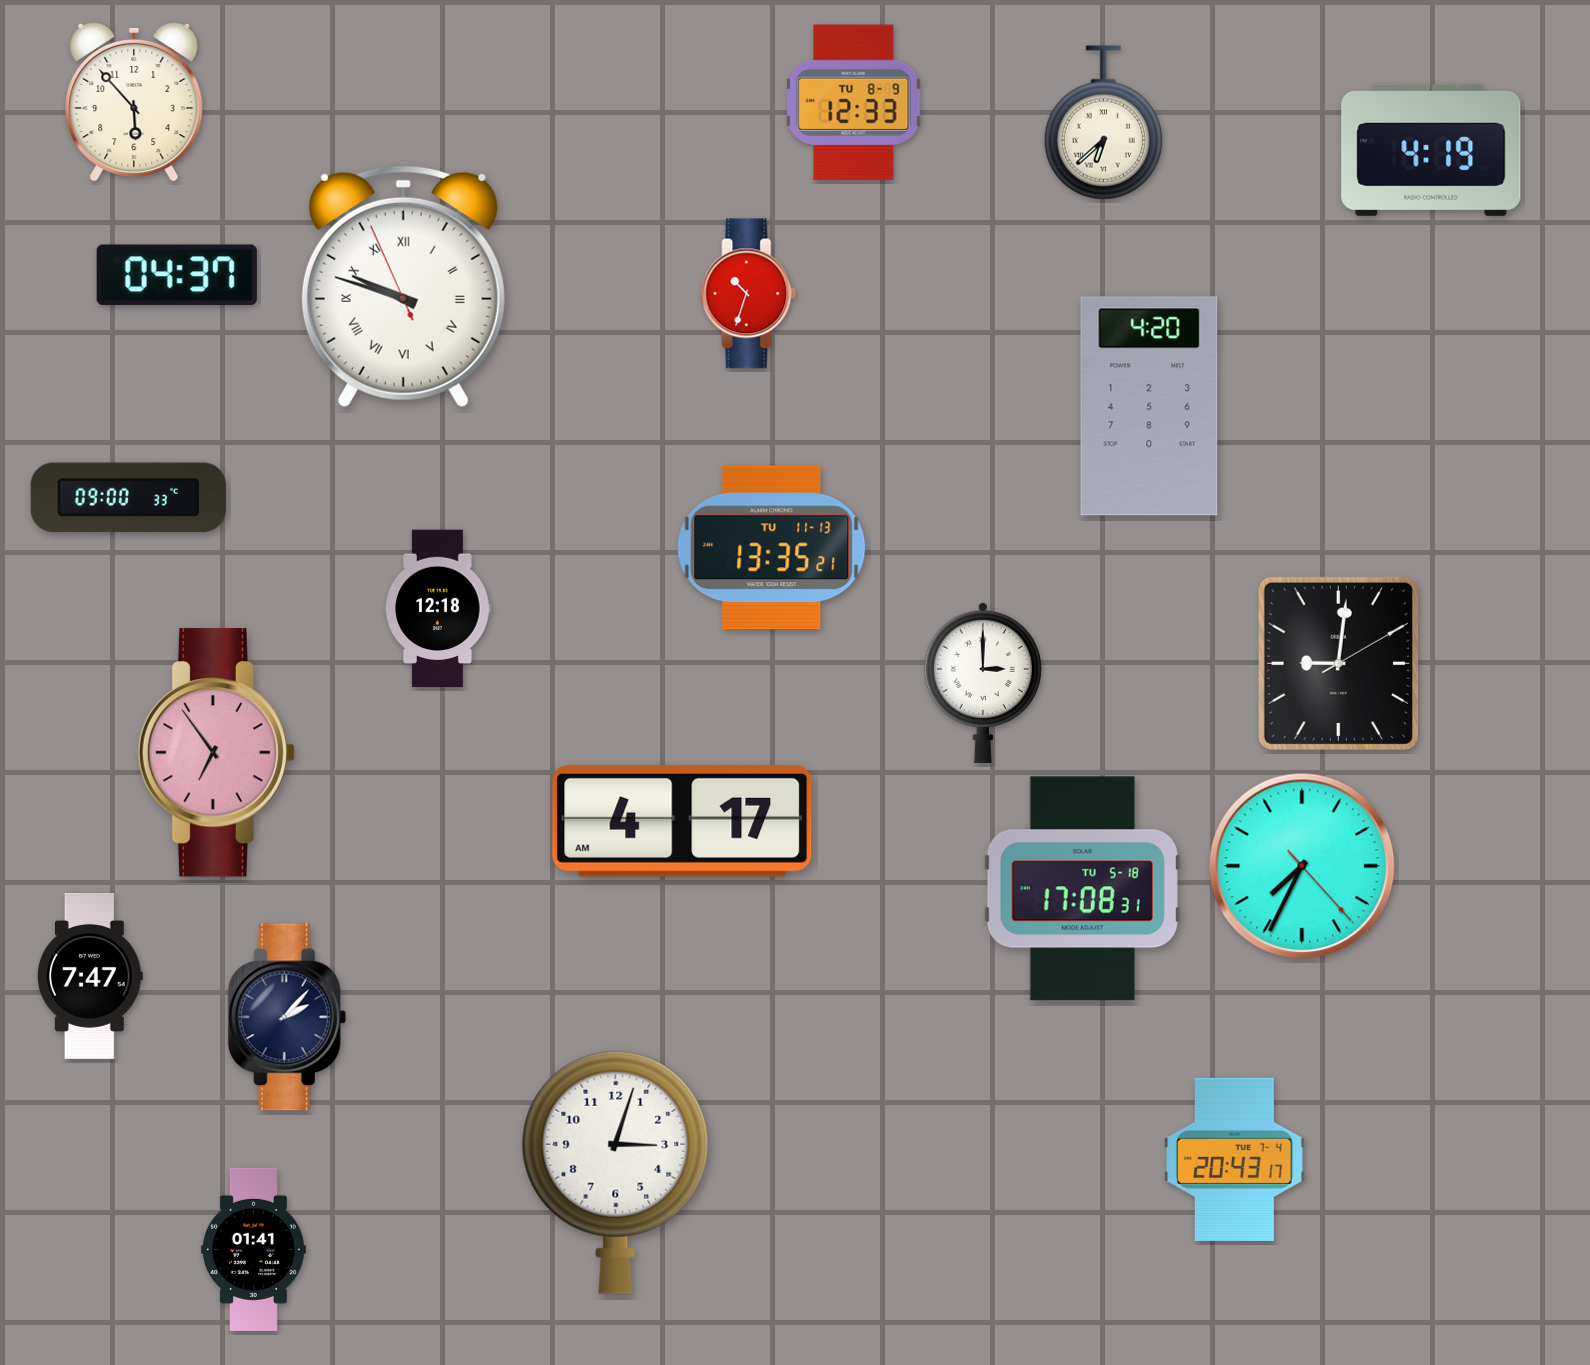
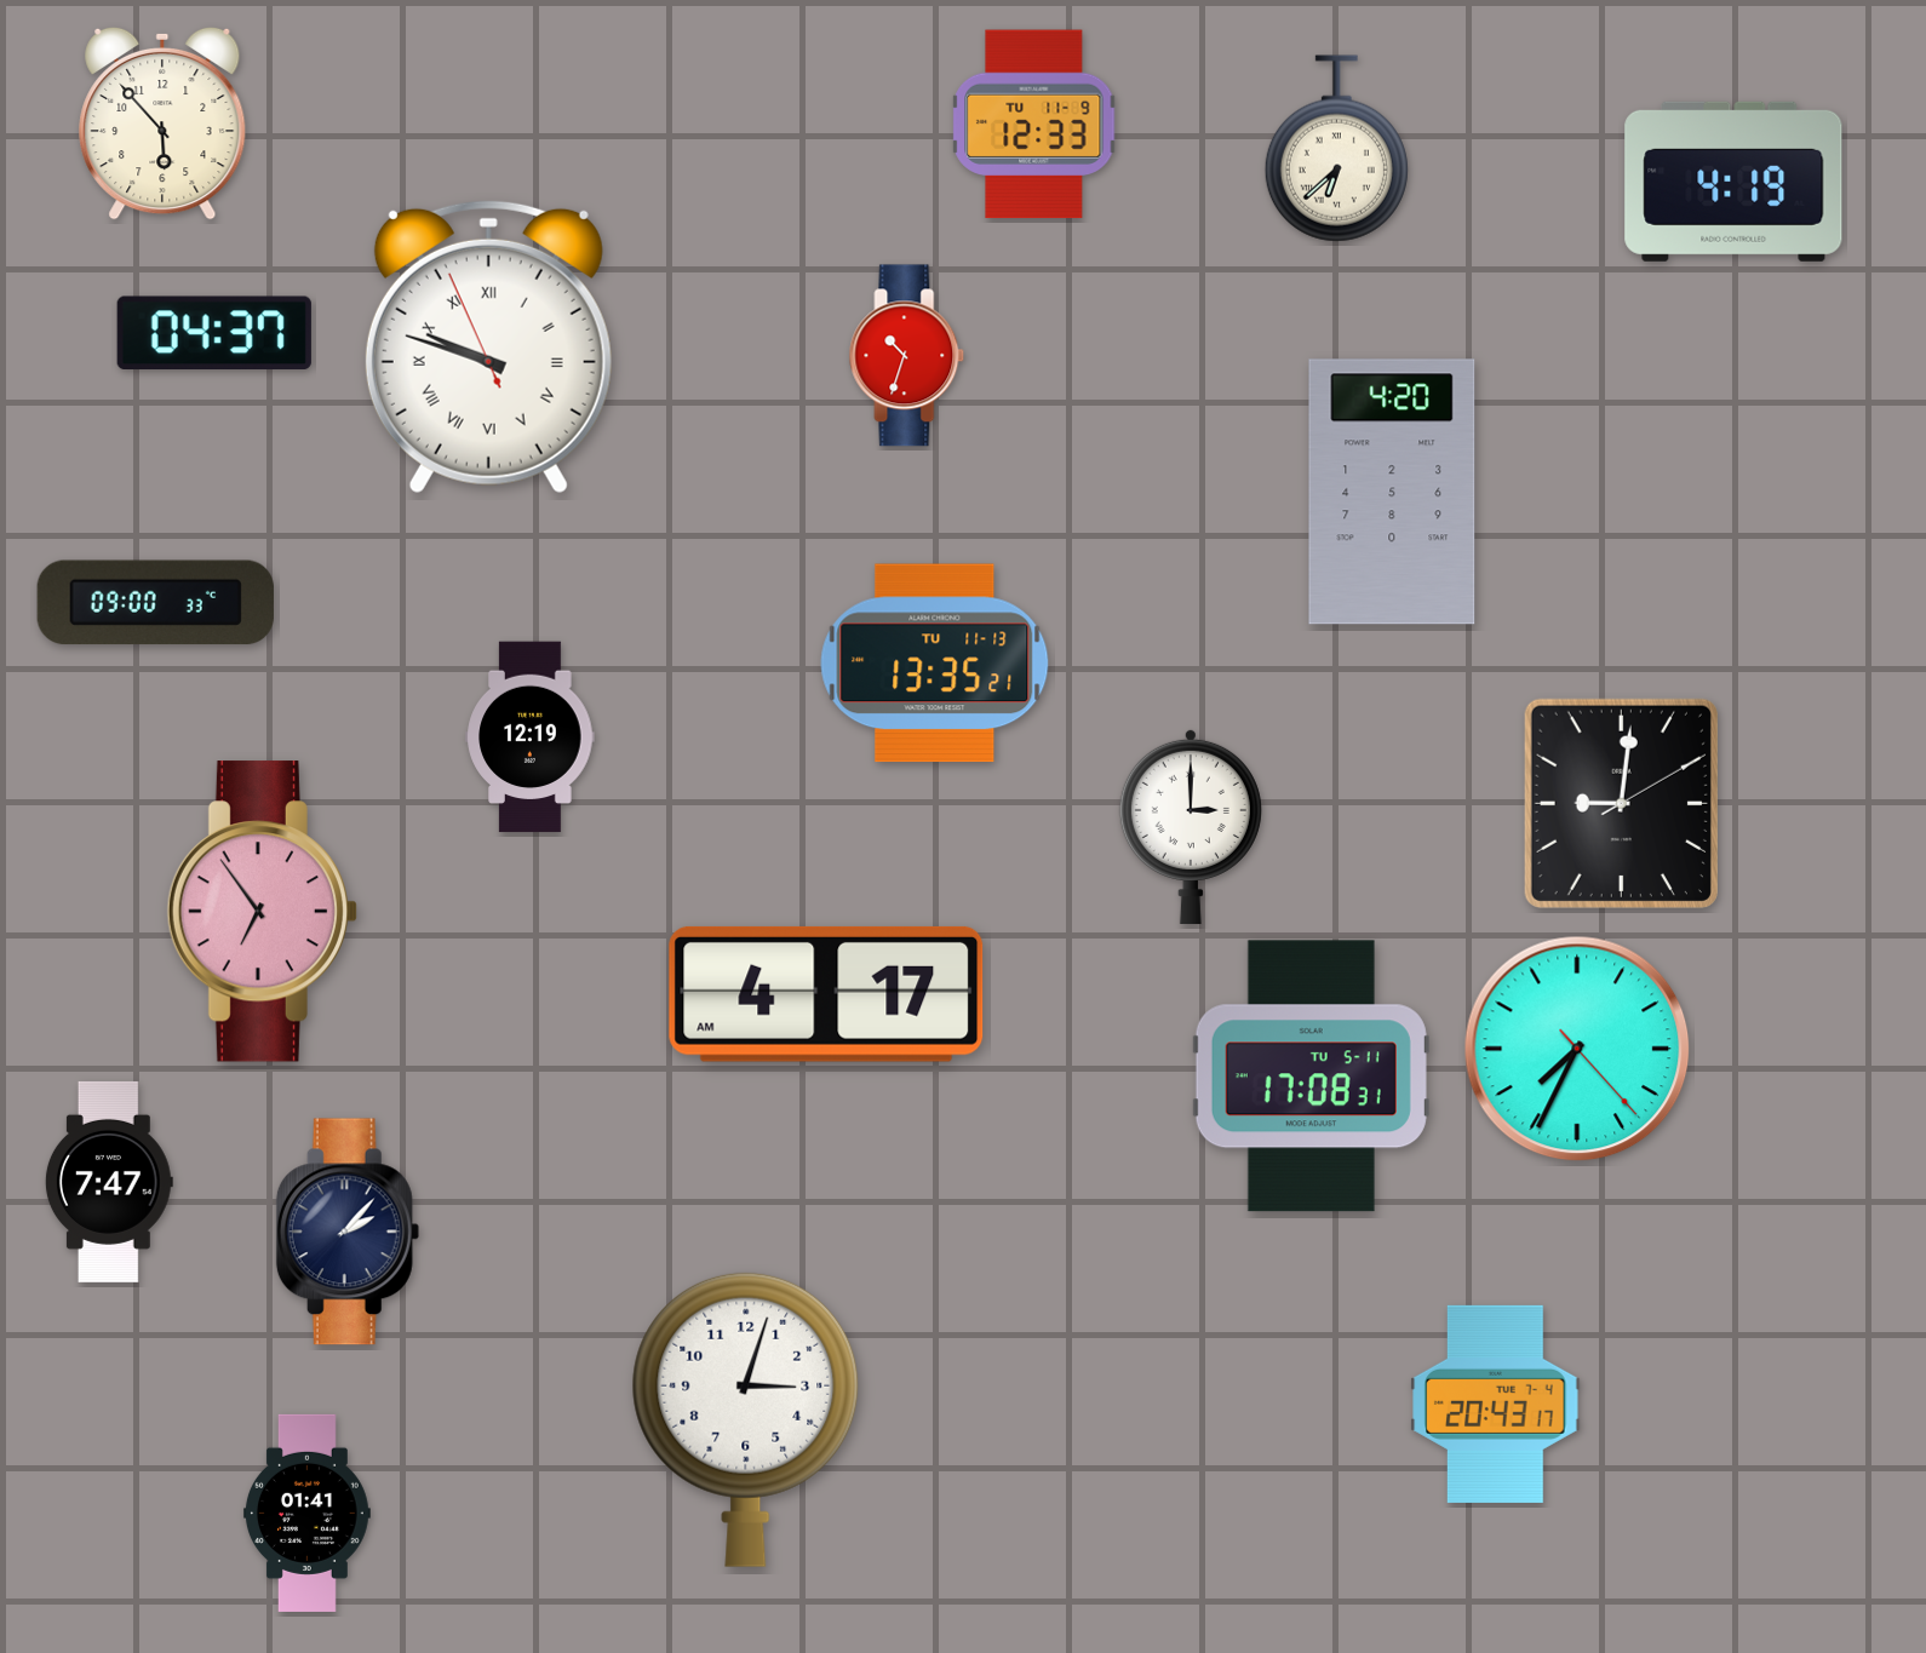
clock at (854, 103) date: TU 8-9 -> TU 11-9
clock at (438, 609): 12:18 -> 12:19
clock at (1082, 889) date: TU 5-18 -> TU 5-11
